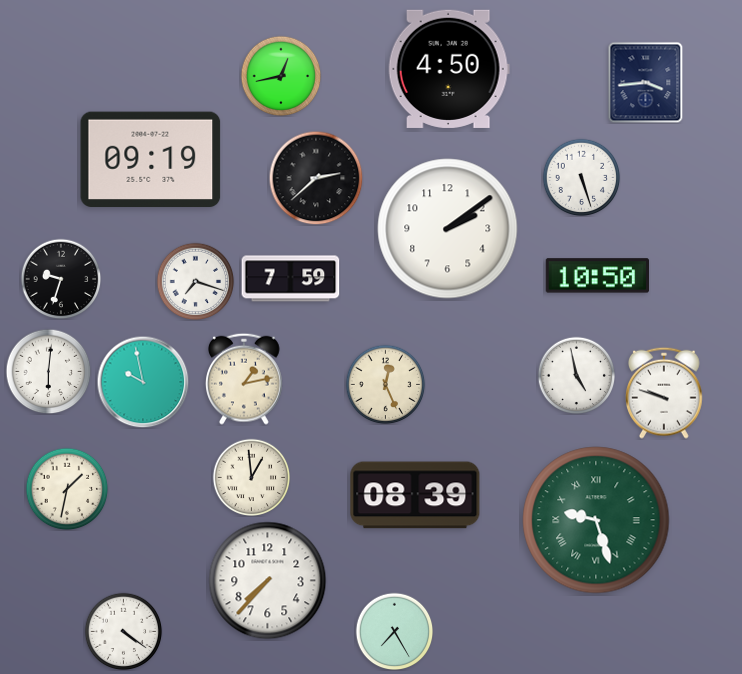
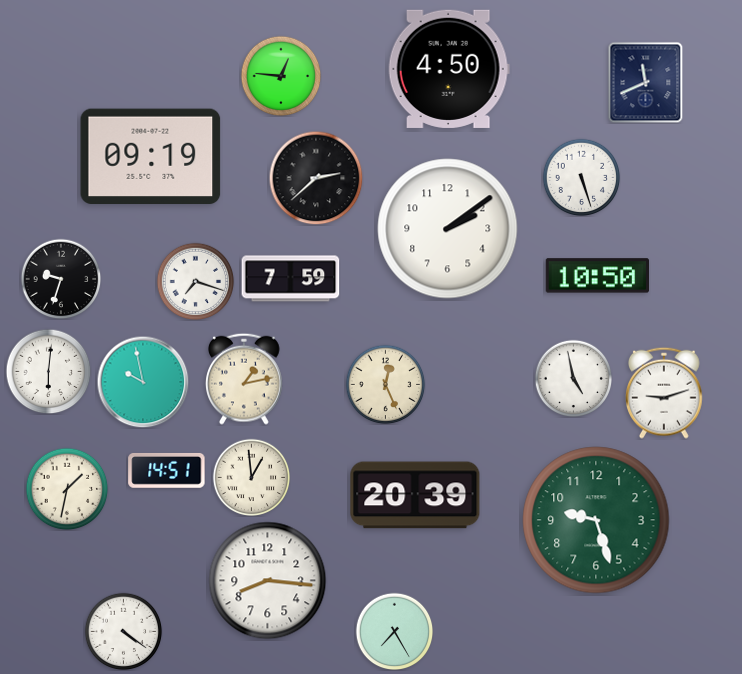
clock at (281, 76): 12:43 -> 12:46
clock at (646, 82): 3:44 -> 11:41
clock at (151, 160) position: (151, 160) -> (151, 157)
clock at (576, 375) position: (576, 375) -> (573, 378)
clock at (665, 393): 9:48 -> 9:12
clock at (167, 470): none -> 14:51
clock at (415, 495): 08:39 -> 20:39
clock at (596, 520) numerals: Roman -> Arabic
clock at (268, 581): 7:37 -> 8:16
